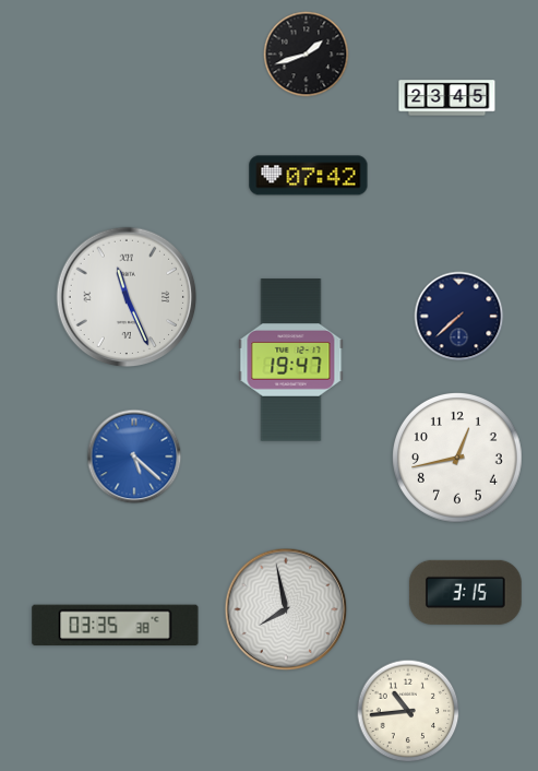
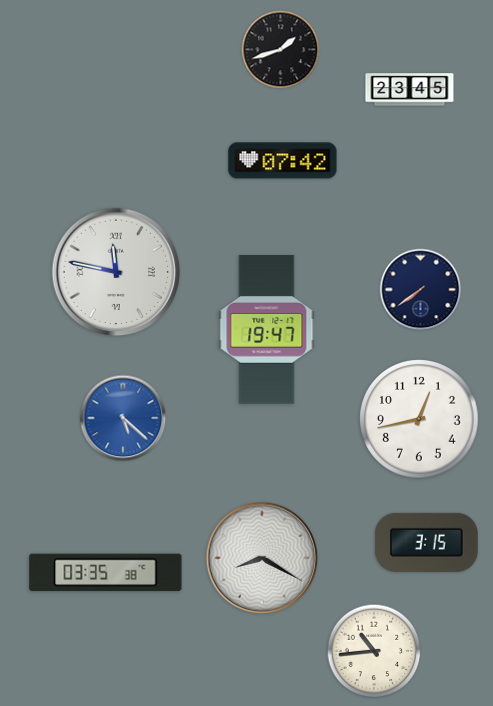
clock at (127, 297): 11:26 -> 11:47
clock at (459, 317): 7:38 -> 7:39
clock at (286, 609): 7:58 -> 8:20
